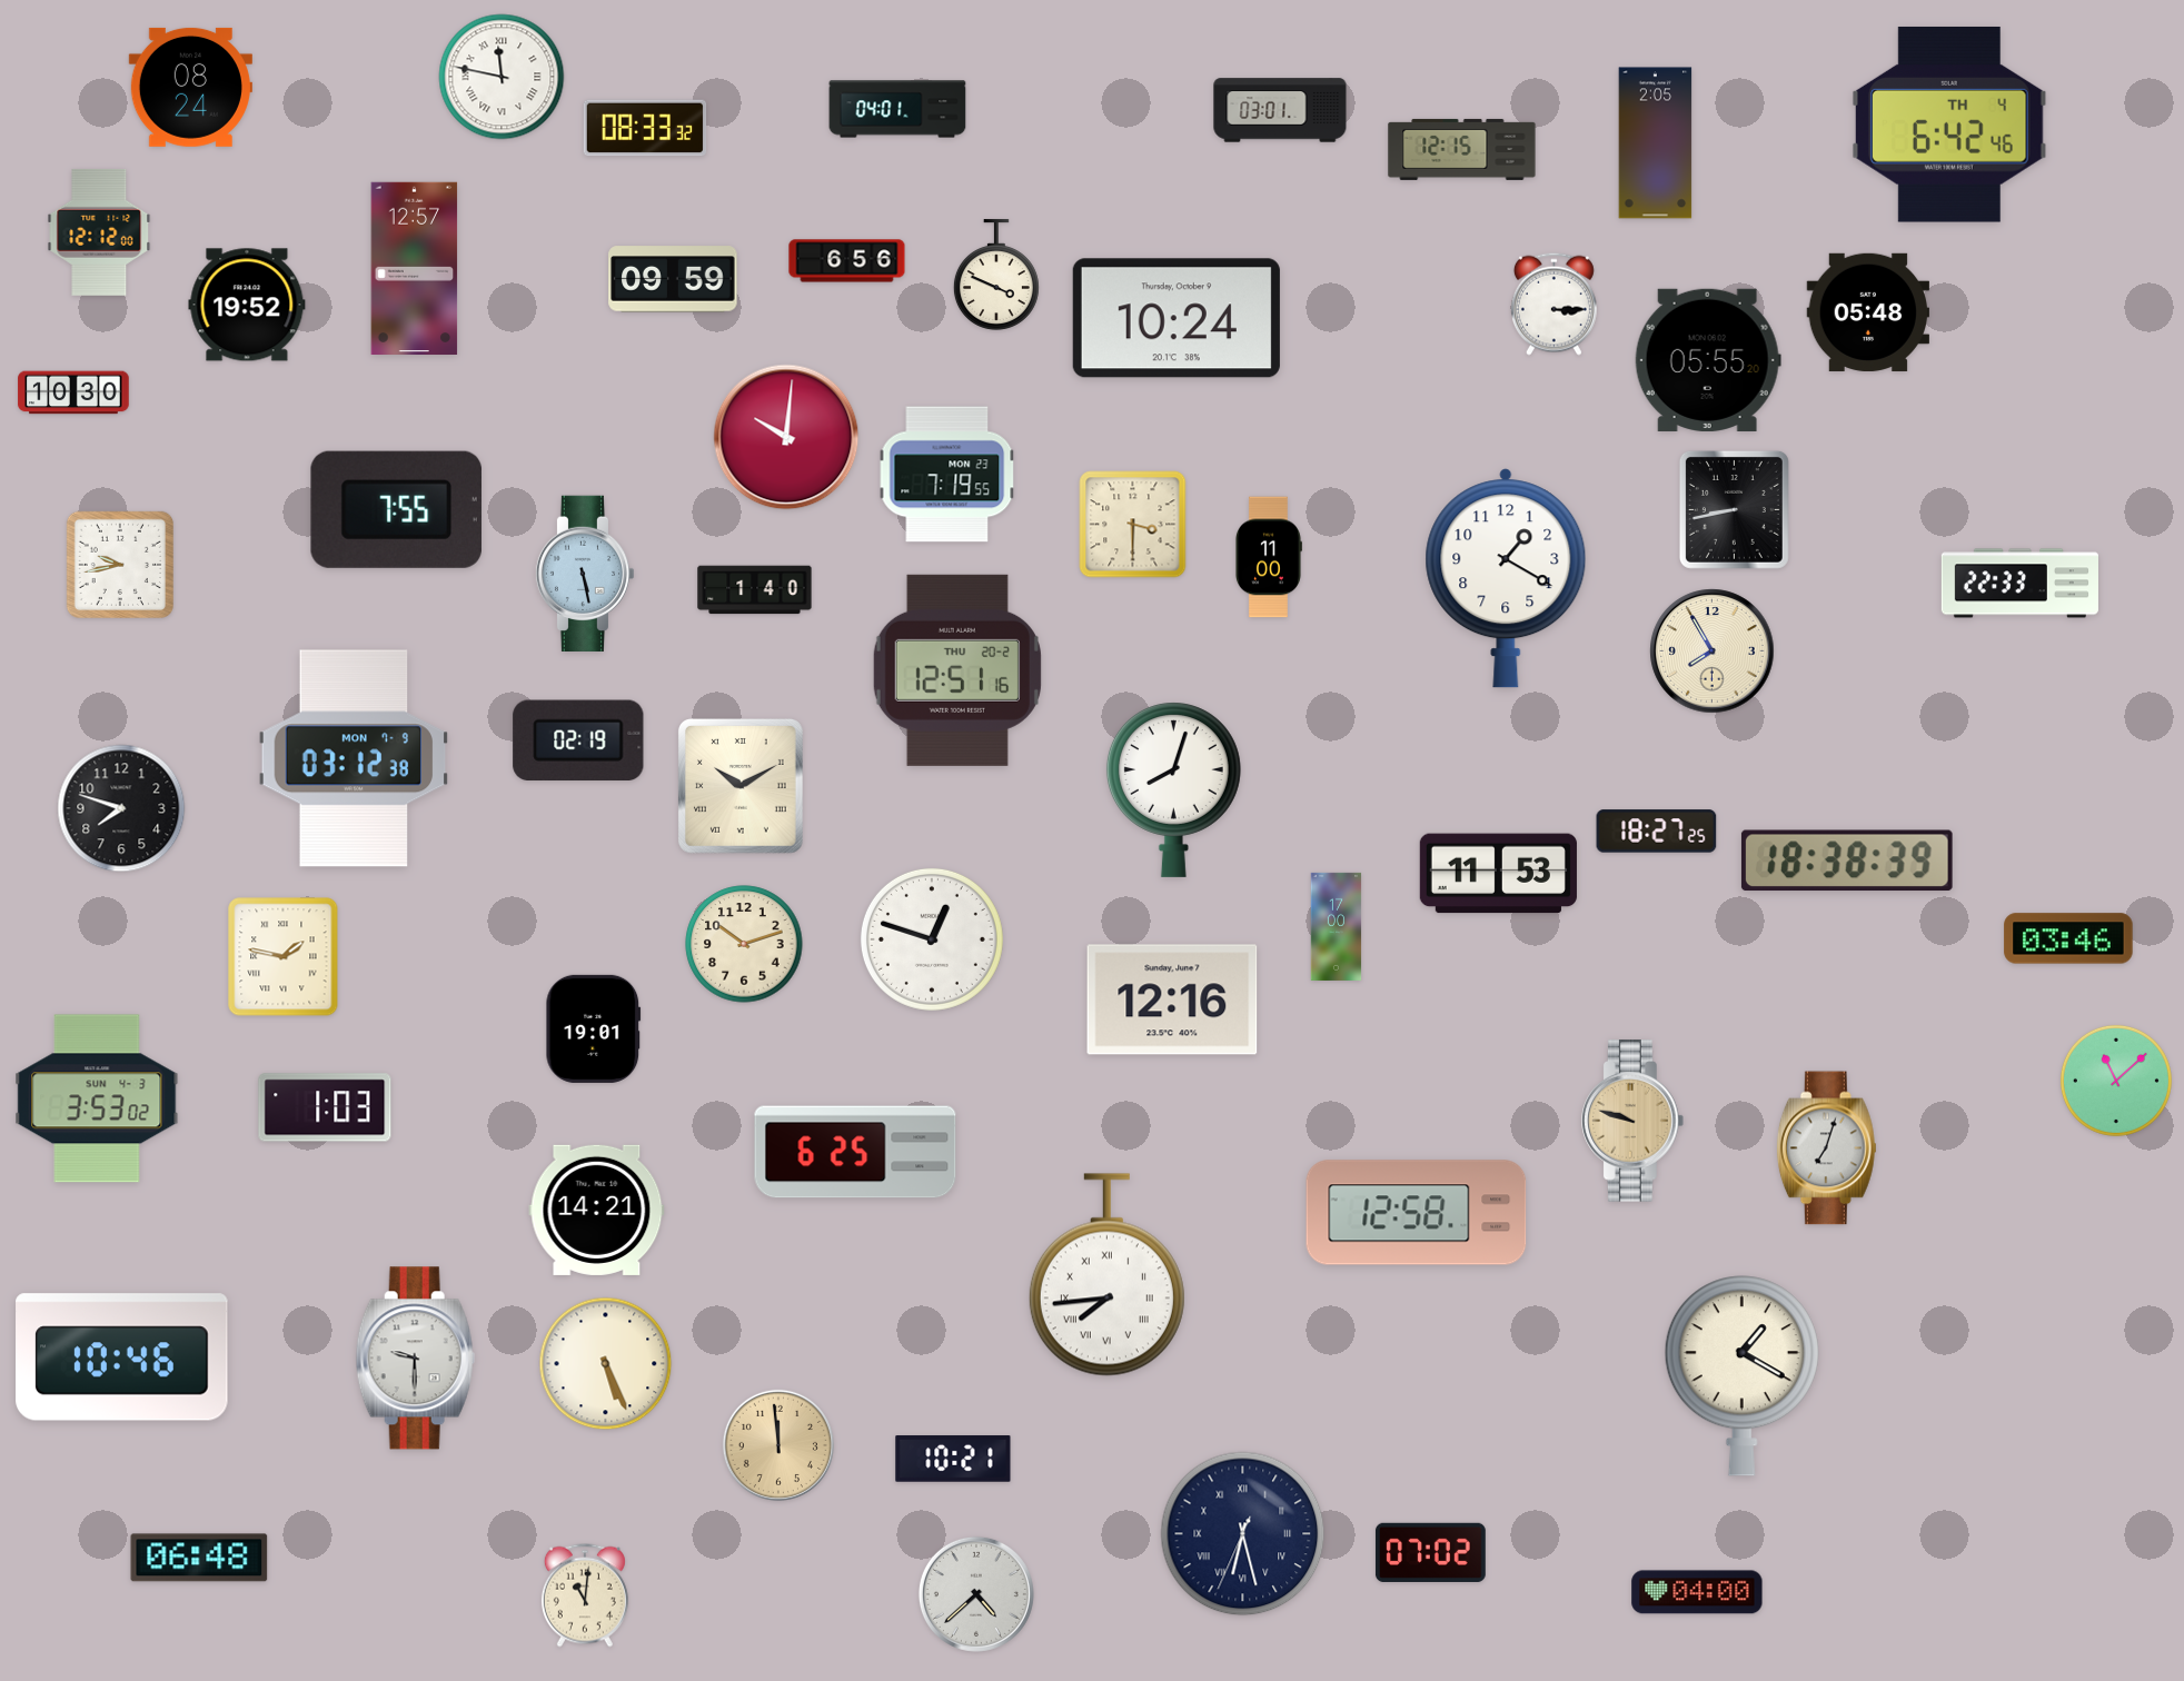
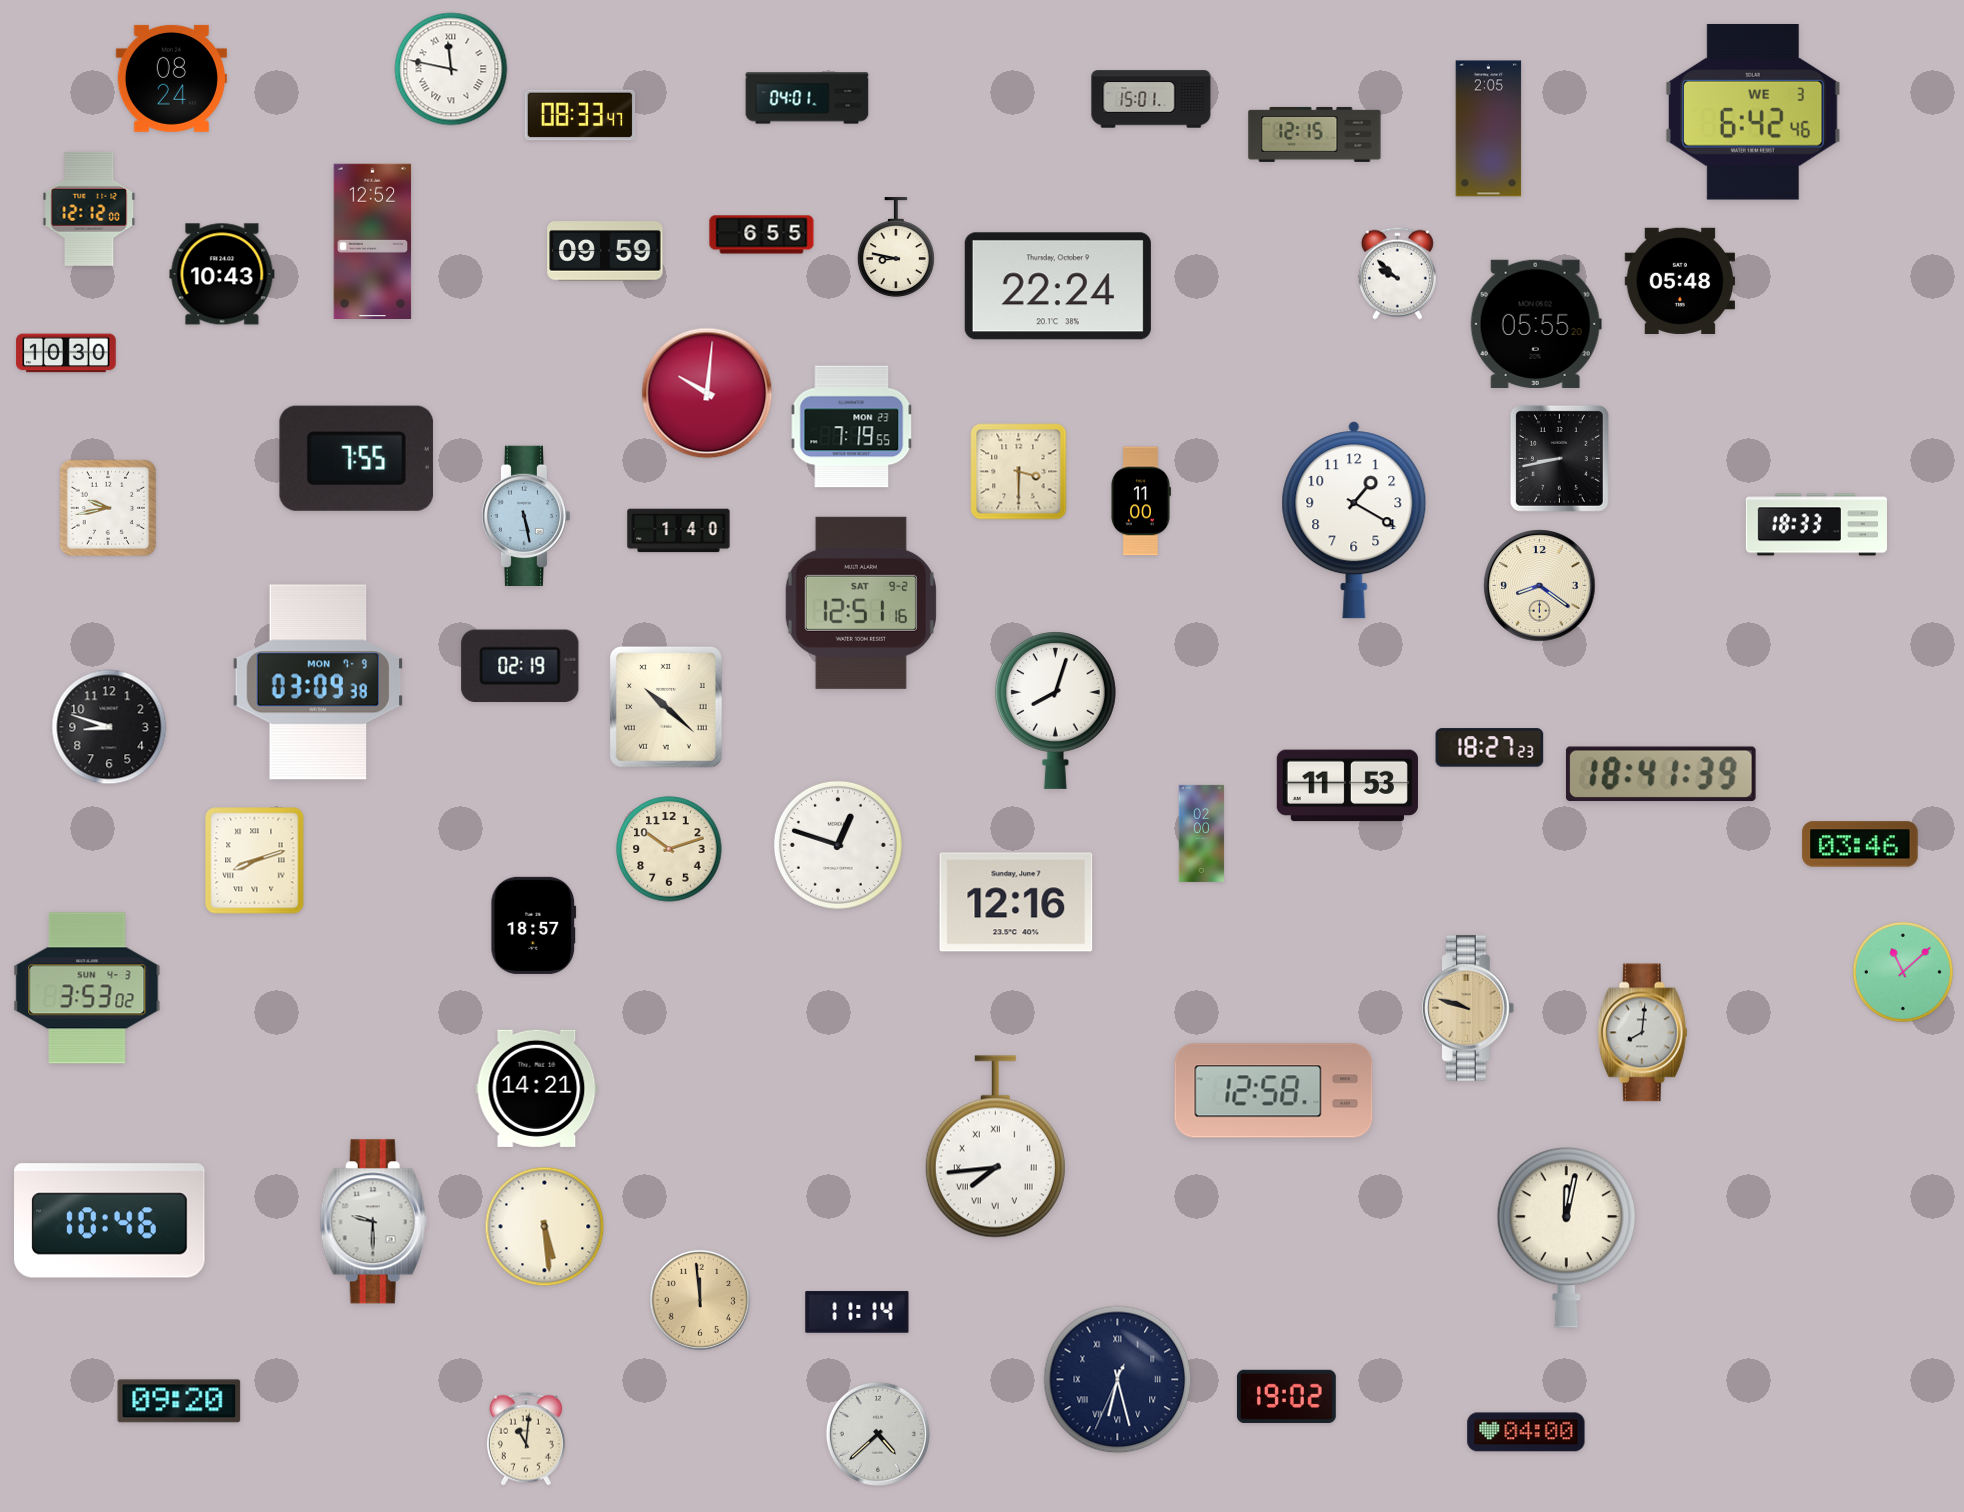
clock at (1280, 110): 03:01 -> 15:01
clock at (1949, 125) date: TH 4 -> WE 3
clock at (645, 128): 08:33:32 -> 08:33:47
clock at (847, 261): 6:56 -> 6:55
clock at (415, 268): 12:57 -> 12:52
clock at (996, 275): 3:49 -> 8:47
clock at (1553, 304): 3:15 -> 9:52
clock at (247, 305): 19:52 -> 10:43
clock at (1177, 318): 10:24 -> 22:24
clock at (2019, 584): 22:33 -> 18:33
clock at (1713, 651): 7:55 -> 8:21
clock at (957, 670) date: THU 20-2 -> SAT 9-2
clock at (353, 758): 03:12 -> 03:09
clock at (741, 786): 10:10 -> 10:22
clock at (121, 808): 7:48 -> 8:48
clock at (1657, 832): 18:27:25 -> 18:27:23
clock at (1847, 861): 18:38 -> 18:41
clock at (1337, 926): 17:00 -> 02:00
clock at (284, 957): 1:47 -> 8:12
clock at (1172, 999) position: (1172, 999) -> (1016, 902)
clock at (594, 1028): 19:01 -> 18:57
clock at (325, 1107): 1:03 -> none
clock at (1826, 1148): 7:03 -> 8:01
clock at (855, 1152): 6:25 -> none
clock at (606, 1364): 5:26 -> 5:29
clock at (1741, 1376): 1:20 -> 12:02
clock at (953, 1459): 10:21 -> 11:14
clock at (1430, 1552): 07:02 -> 19:02
clock at (199, 1558): 06:48 -> 09:20
clock at (585, 1595) position: (585, 1595) -> (526, 1439)
